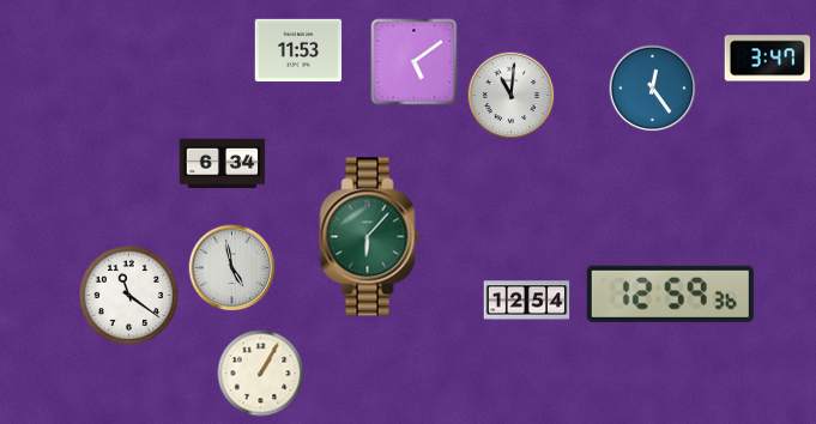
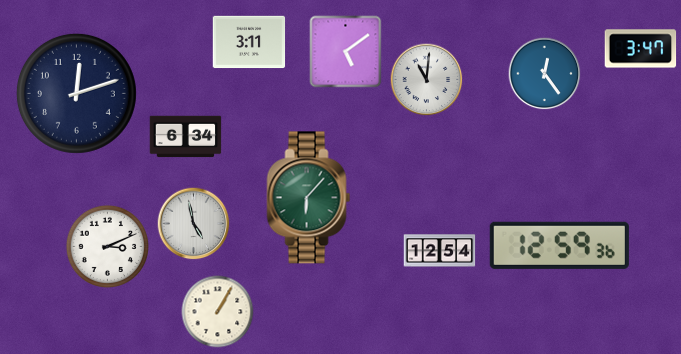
clock at (298, 50): 11:53 -> 3:11
clock at (76, 93): none -> 12:12
clock at (128, 295): 11:21 -> 3:11
